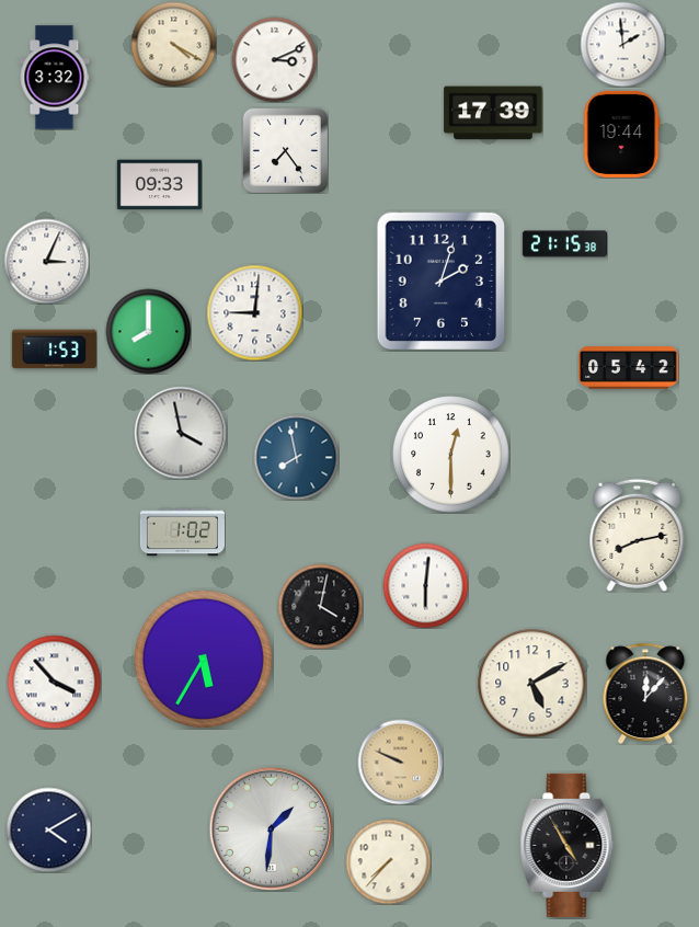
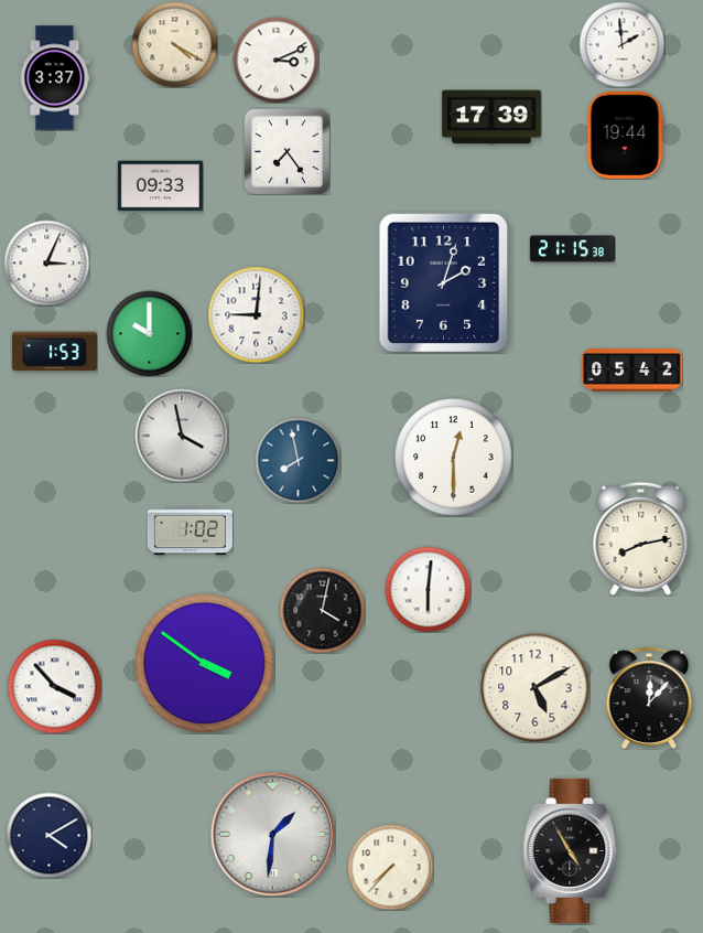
clock at (622, 44) position: (622, 44) -> (621, 44)
clock at (55, 78): 3:32 -> 3:37
clock at (493, 113) position: (493, 113) -> (491, 117)
clock at (564, 244) position: (564, 244) -> (572, 249)
clock at (148, 331): 8:00 -> 10:00
clock at (182, 533) position: (182, 533) -> (190, 532)
clock at (203, 659): 5:35 -> 3:51
clock at (400, 762): 9:49 -> none
